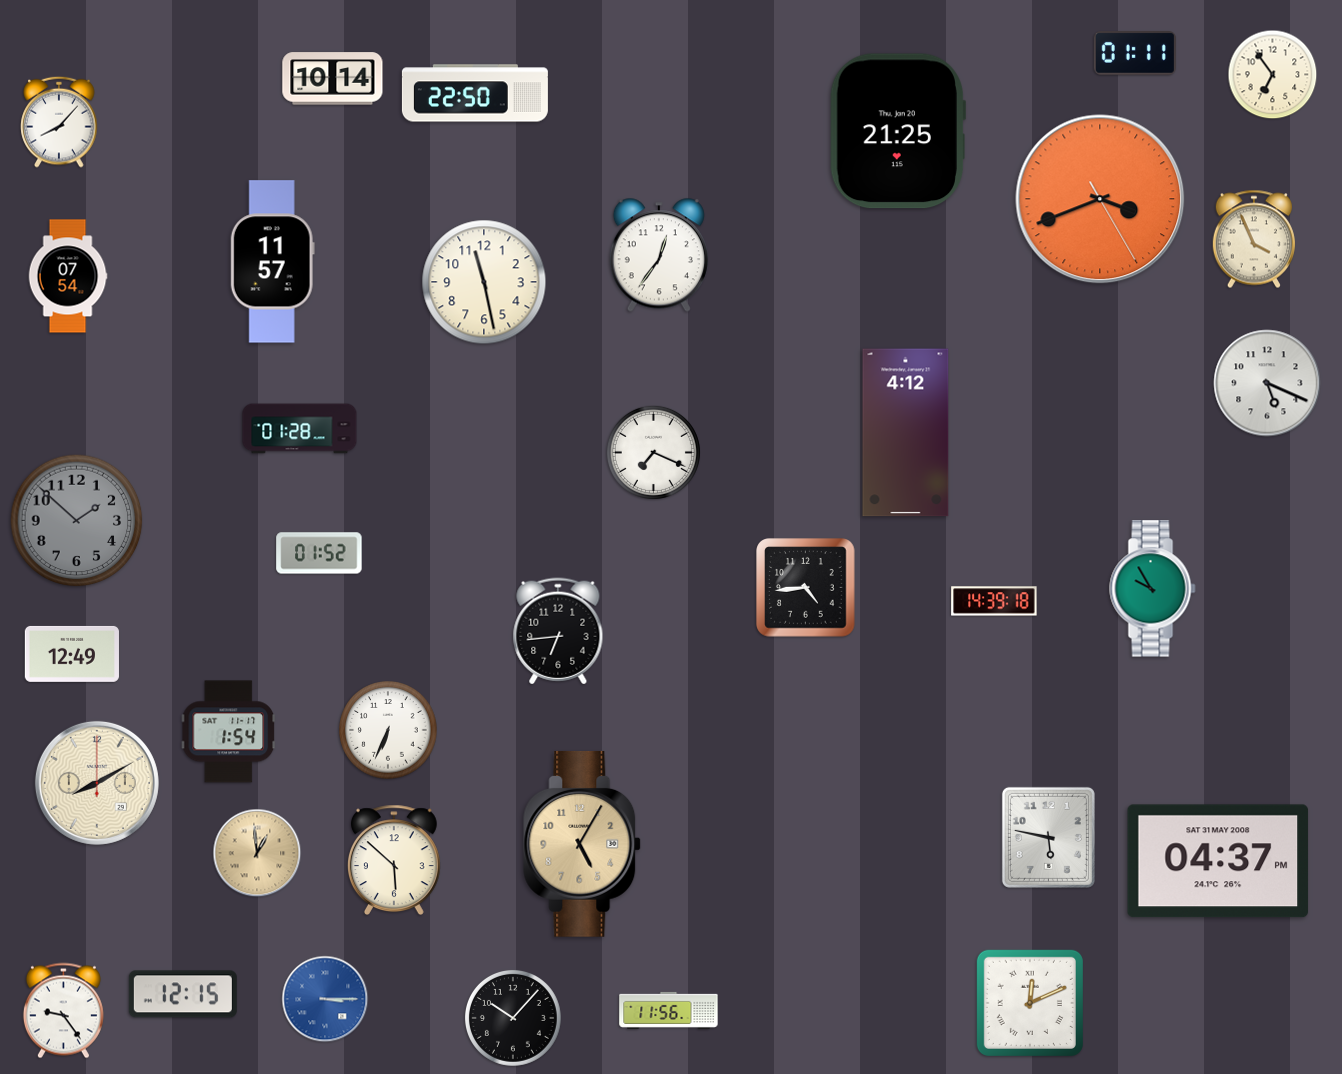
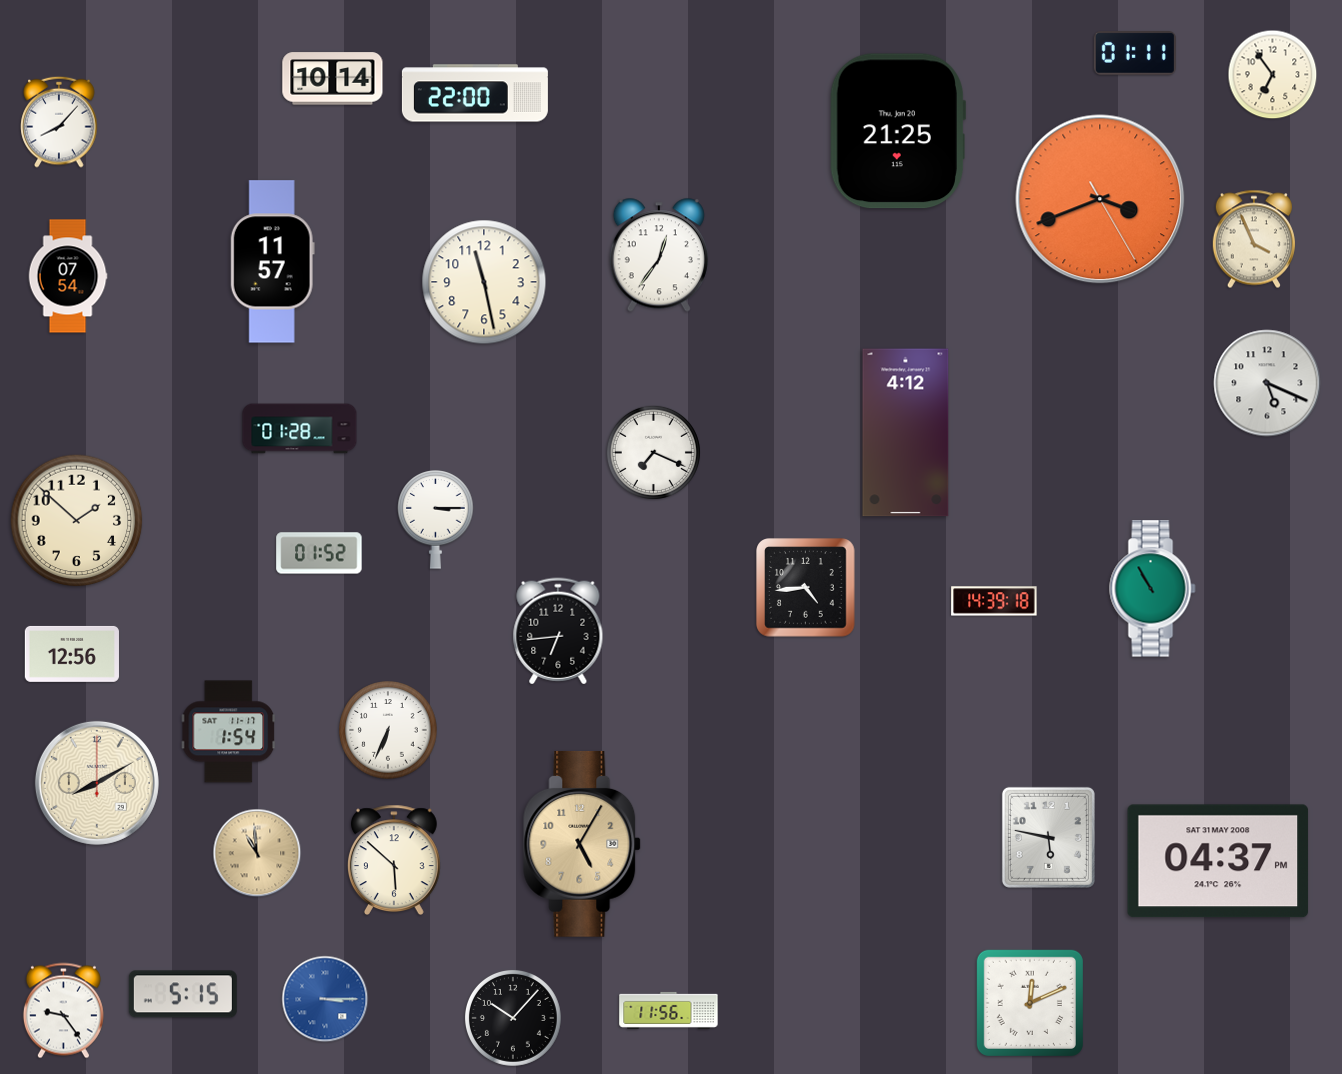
clock at (475, 93): 22:50 -> 22:00
clock at (436, 520): none -> 3:15
clock at (77, 521) dial: grey -> cream
clock at (1153, 589): 9:55 -> 10:55
clock at (72, 654): 12:49 -> 12:56
clock at (257, 853): 12:59 -> 10:59
clock at (183, 994): 12:15 -> 5:15
